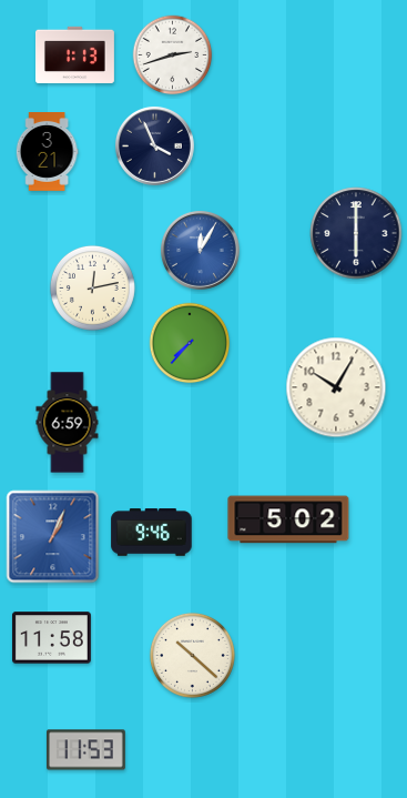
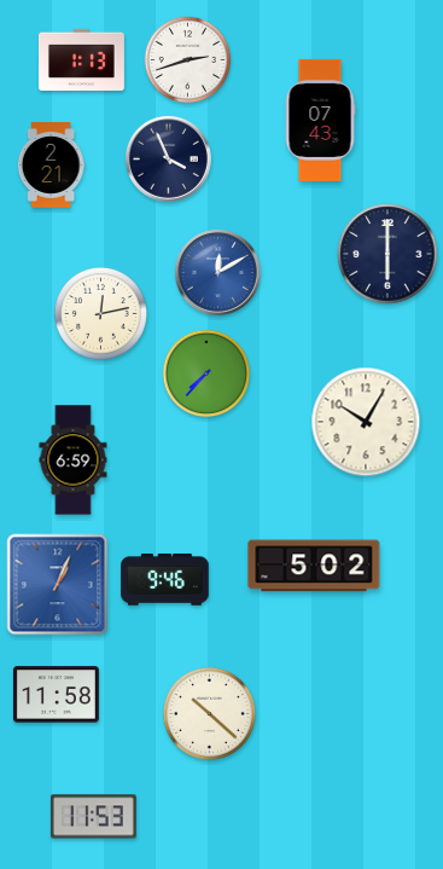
clock at (320, 120): none -> 07:43
clock at (47, 152): 3:21 -> 2:21
clock at (200, 250): 12:05 -> 12:10
